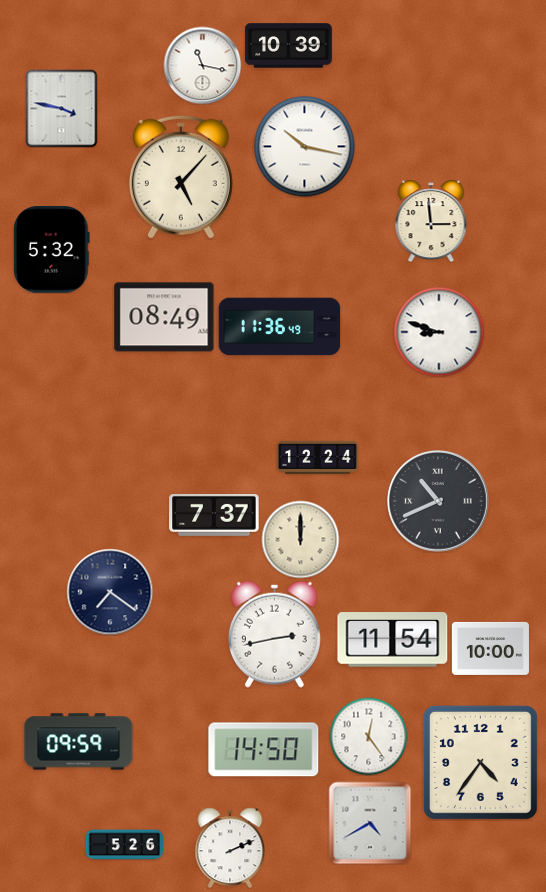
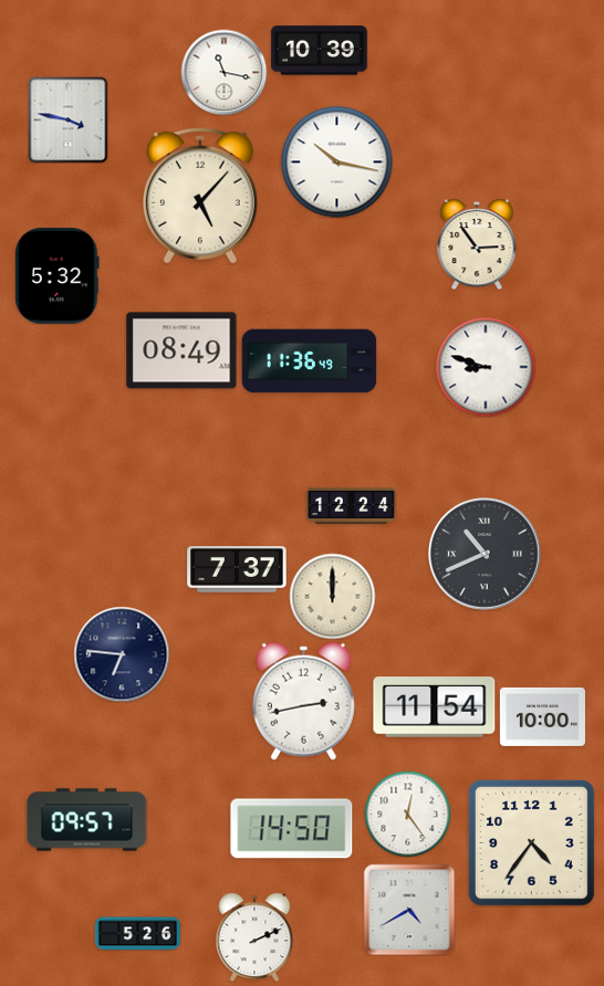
clock at (431, 221): 2:59 -> 2:54
clock at (110, 592): 7:21 -> 6:46
clock at (79, 742): 09:59 -> 09:57
